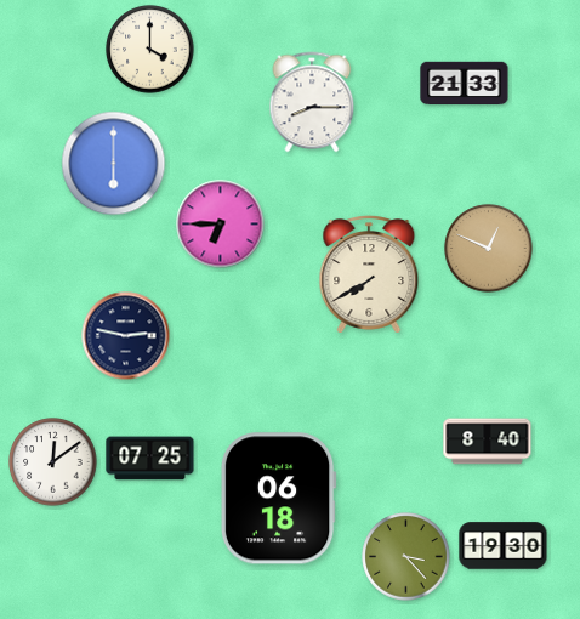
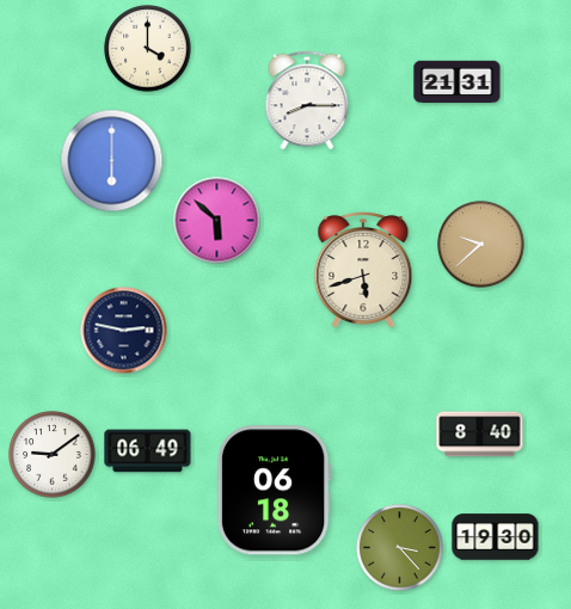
clock at (465, 84): 21:33 -> 21:31
clock at (221, 225): 6:45 -> 5:52
clock at (489, 249): 12:49 -> 9:38
clock at (369, 276): 7:40 -> 5:42
clock at (150, 459): 07:25 -> 06:49
clock at (53, 462): 12:09 -> 9:09
